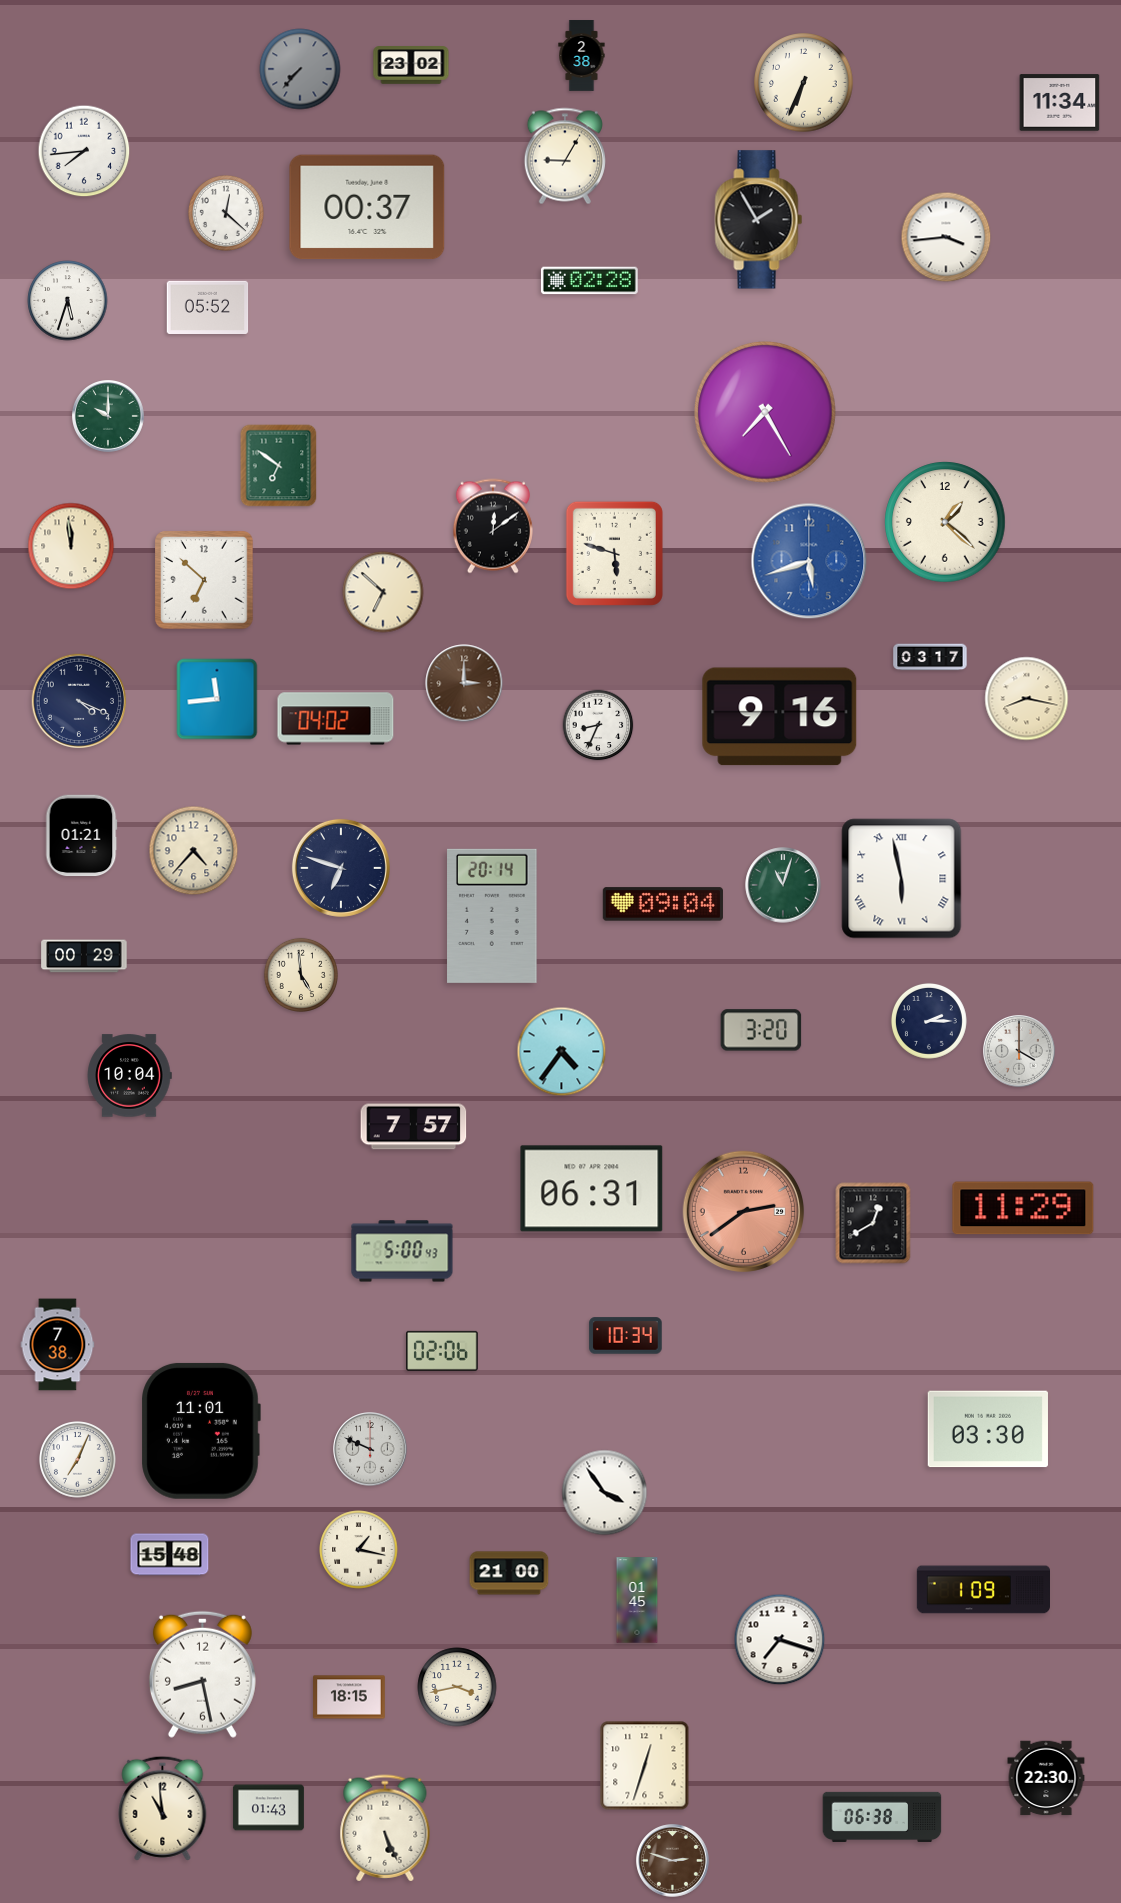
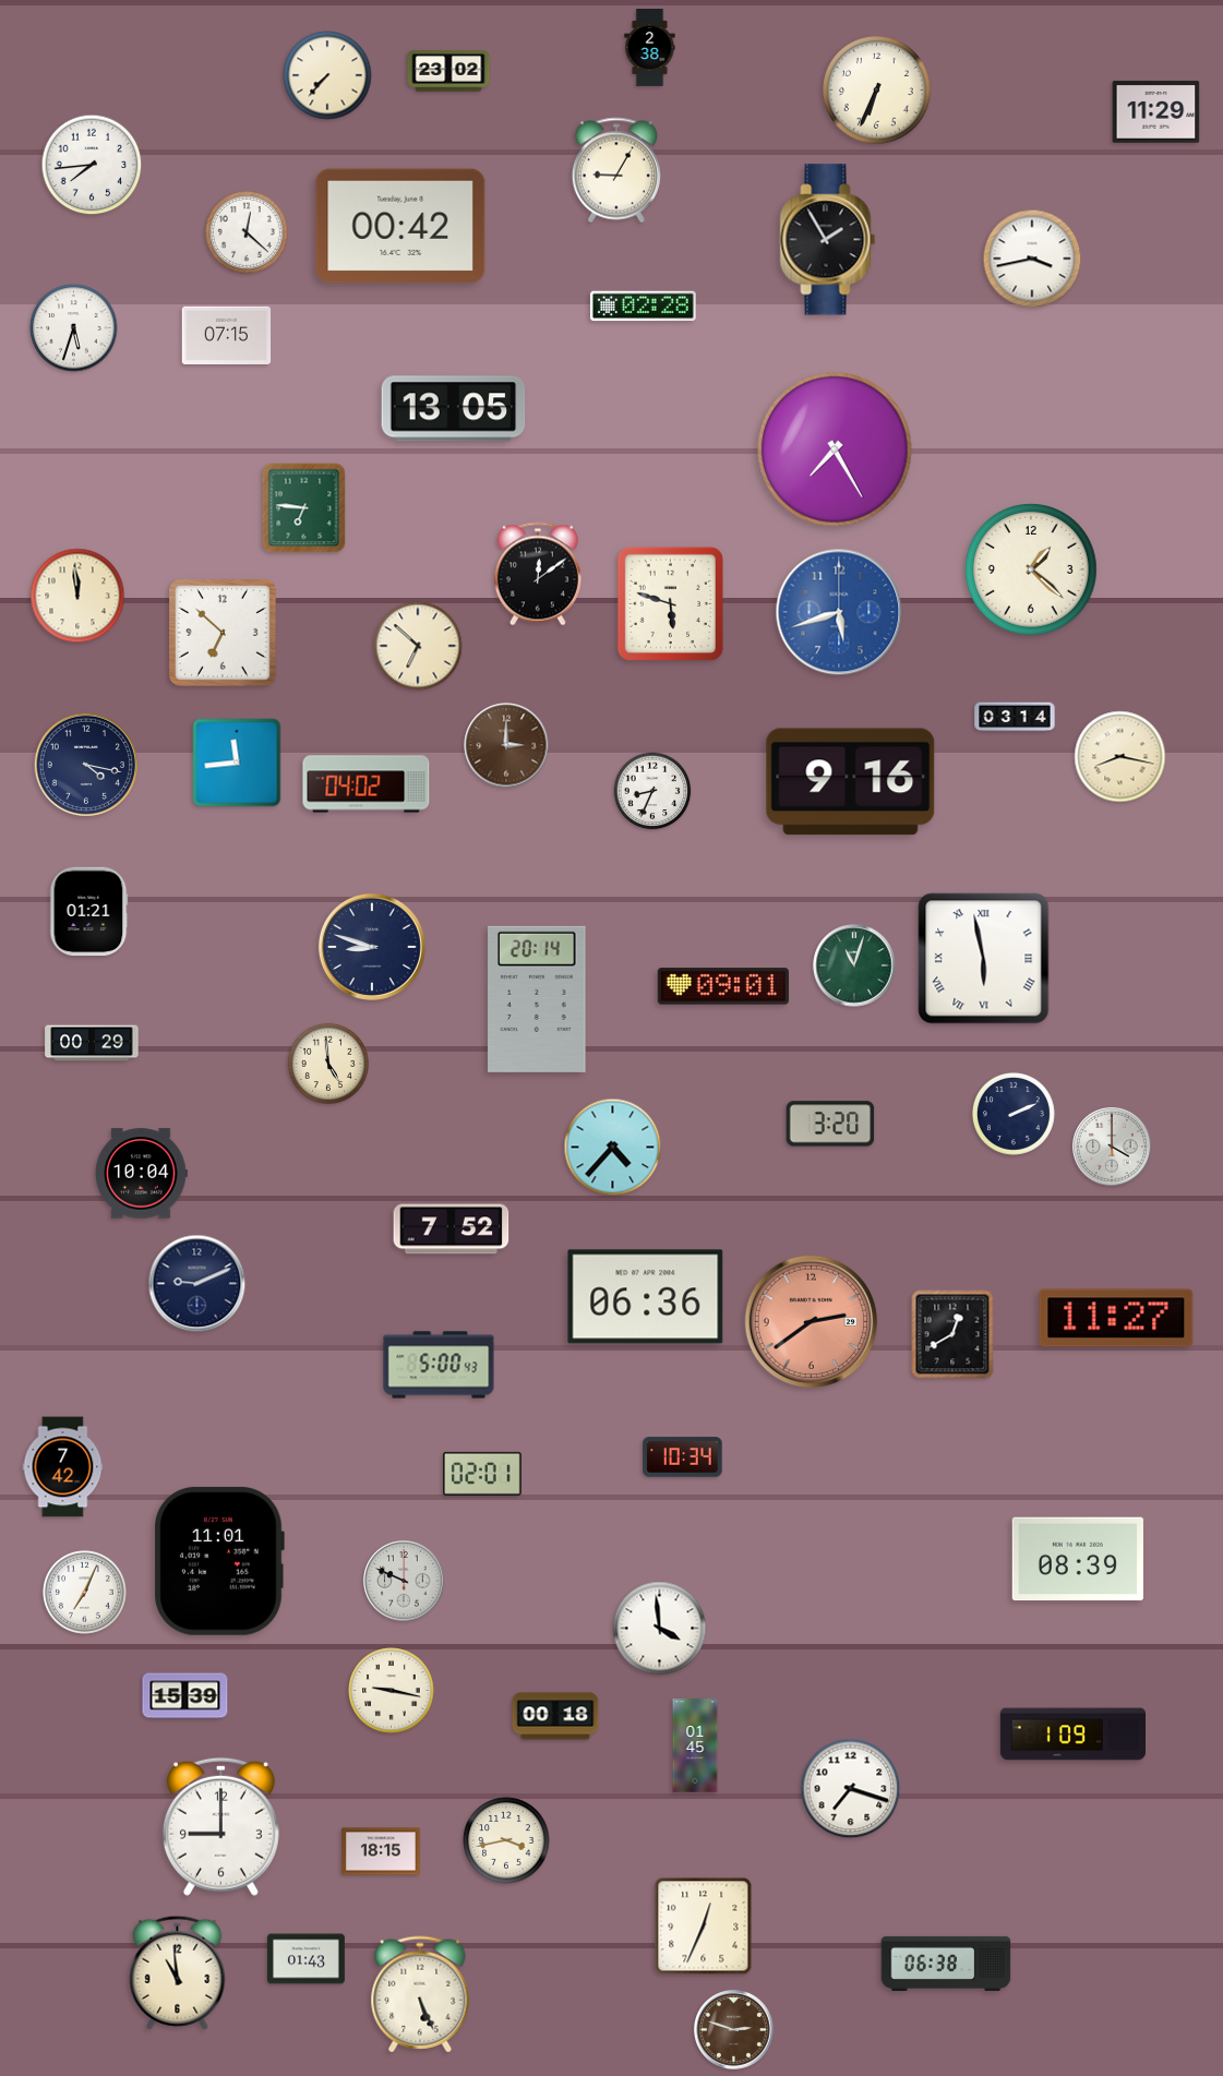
clock at (582, 56) position: (582, 56) -> (650, 48)
clock at (300, 69) dial: grey -> cream
clock at (1060, 103): 11:34 -> 11:29
clock at (367, 207): 00:37 -> 00:42
clock at (946, 237): 3:44 -> 3:43
clock at (208, 307): 05:52 -> 07:15
clock at (454, 409): none -> 13:05
clock at (109, 417): 10:00 -> none
clock at (279, 466): 6:51 -> 6:46
clock at (809, 561) position: (809, 561) -> (839, 612)
clock at (930, 657): 03:17 -> 03:14
clock at (1027, 699) position: (1027, 699) -> (1120, 757)
clock at (78, 700): 4:19 -> 4:17
clock at (194, 851): 4:37 -> none
clock at (341, 868): 6:48 -> 8:48
clock at (663, 904): 09:04 -> 09:01
clock at (929, 1021): 2:15 -> 2:11
clock at (562, 1052): 4:36 -> 4:37
clock at (414, 1127): 7:57 -> 7:52
clock at (197, 1284): none -> 9:11
clock at (592, 1189): 06:31 -> 06:36
clock at (1023, 1208): 11:29 -> 11:27
clock at (58, 1345): 7:38 -> 7:42
clock at (443, 1351): 02:06 -> 02:01
clock at (988, 1429): 03:30 -> 08:39
clock at (605, 1493): 3:54 -> 3:59
clock at (359, 1550): 1:17 -> 9:17
clock at (170, 1555): 15:48 -> 15:39
clock at (509, 1573): 21:00 -> 00:18
clock at (202, 1674): 8:28 -> 9:00
clock at (457, 1687) position: (457, 1687) -> (506, 1840)
clock at (645, 1766): 12:33 -> 12:34
clock at (1046, 1778): 22:30 -> none
clock at (268, 1808) position: (268, 1808) -> (305, 1959)
clock at (882, 1817) position: (882, 1817) -> (946, 1964)
